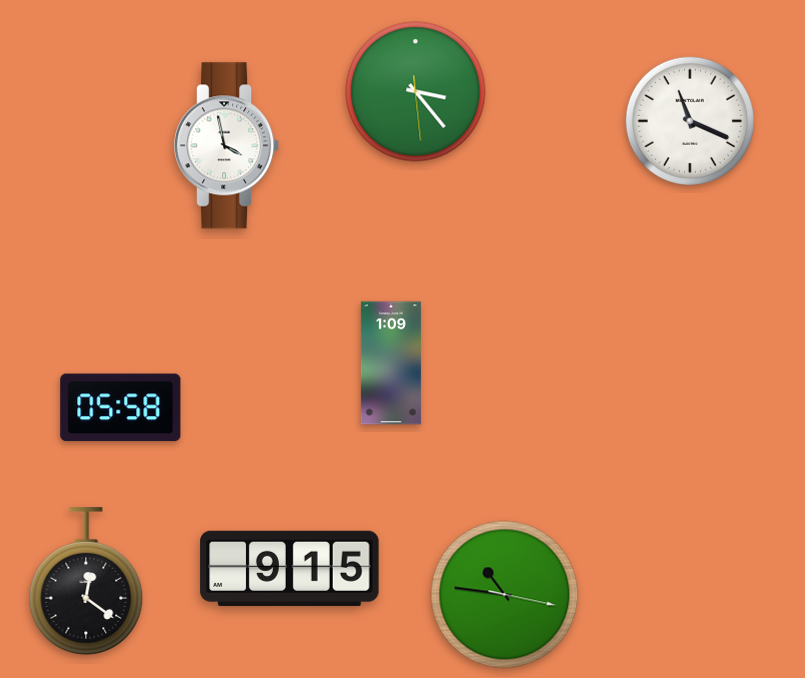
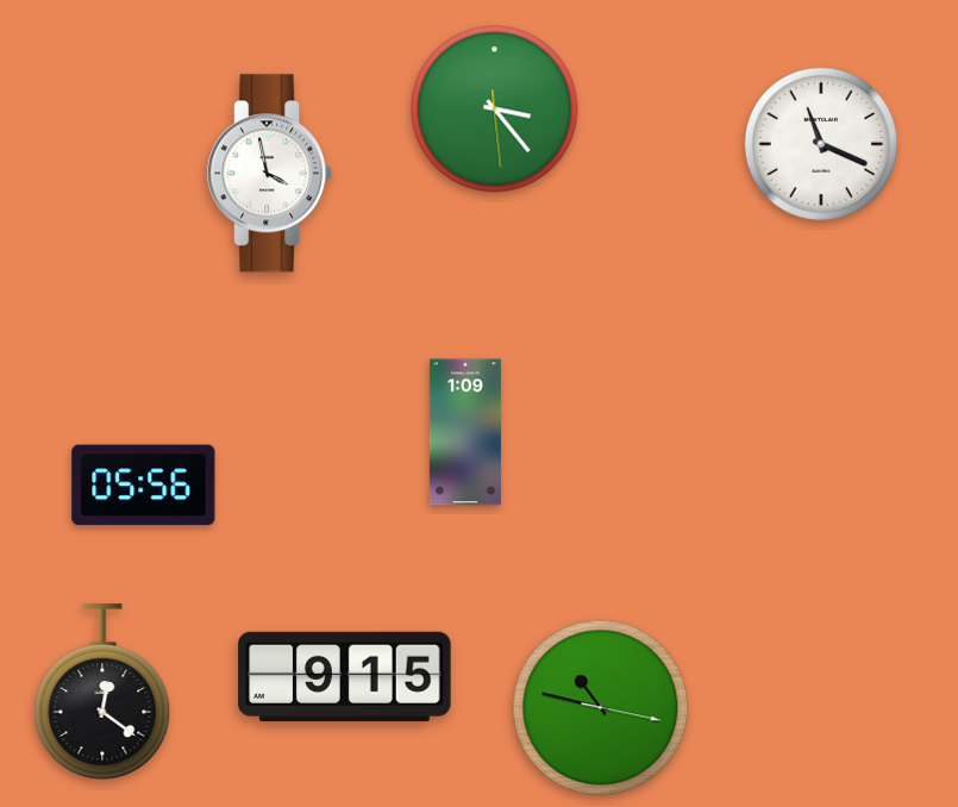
clock at (121, 408): 05:58 -> 05:56
clock at (505, 595): 10:46 -> 10:47
